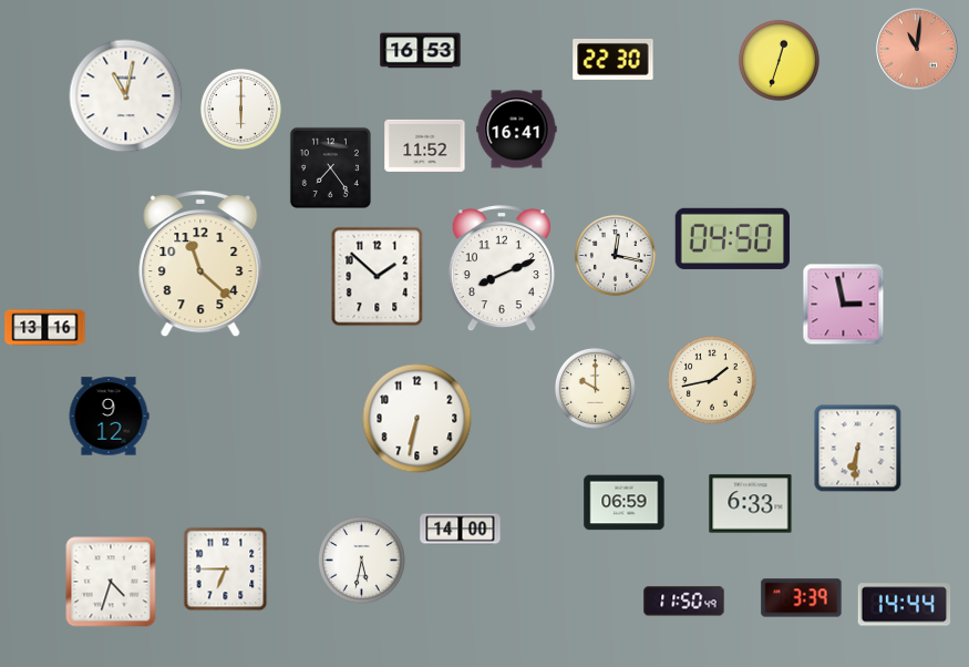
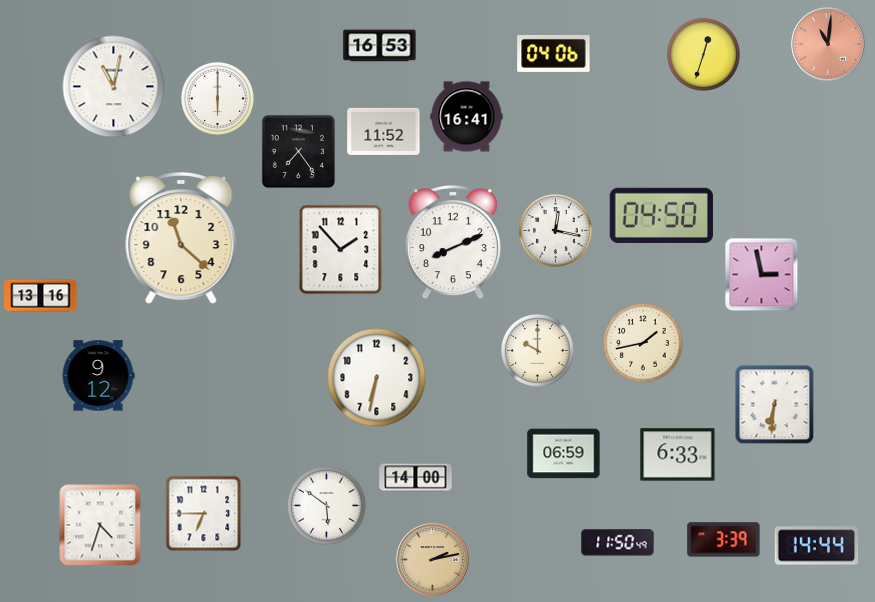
clock at (614, 59): 22:30 -> 04:06
clock at (378, 277): 1:52 -> 1:53
clock at (362, 561): 5:32 -> 5:51
clock at (433, 560): none -> 2:13
